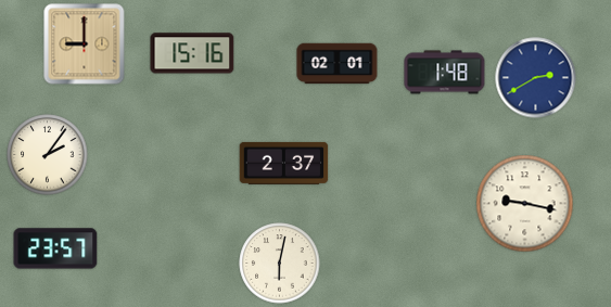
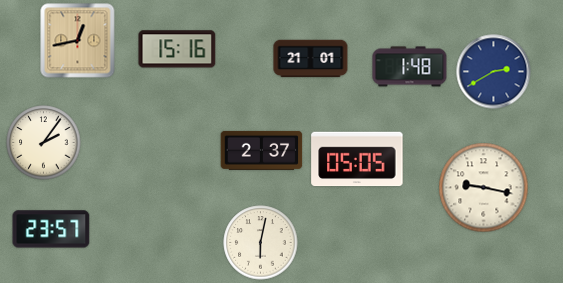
clock at (85, 44): 9:00 -> 12:43
clock at (338, 64): 02:01 -> 21:01
clock at (357, 159): none -> 05:05
clock at (280, 264) position: (280, 264) -> (261, 243)
